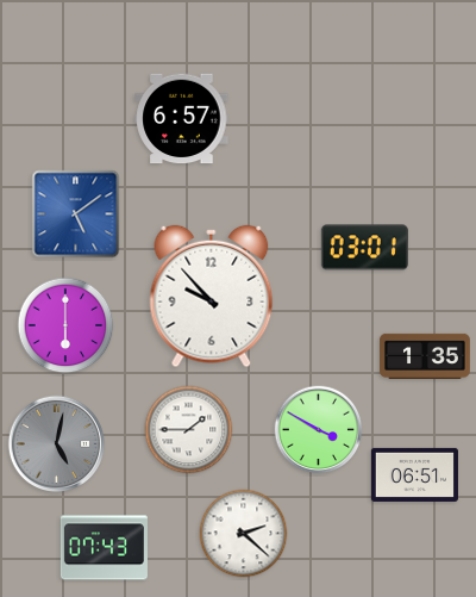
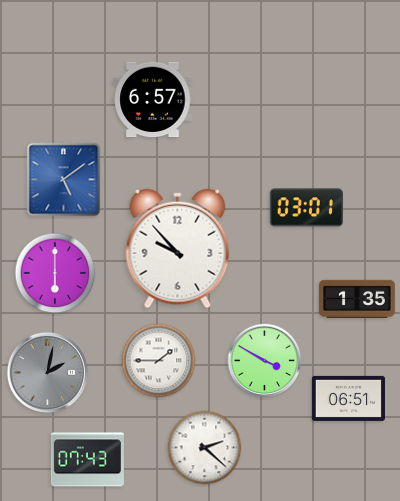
clock at (319, 430) position: (319, 430) -> (265, 361)
clock at (57, 444): 5:02 -> 2:02
